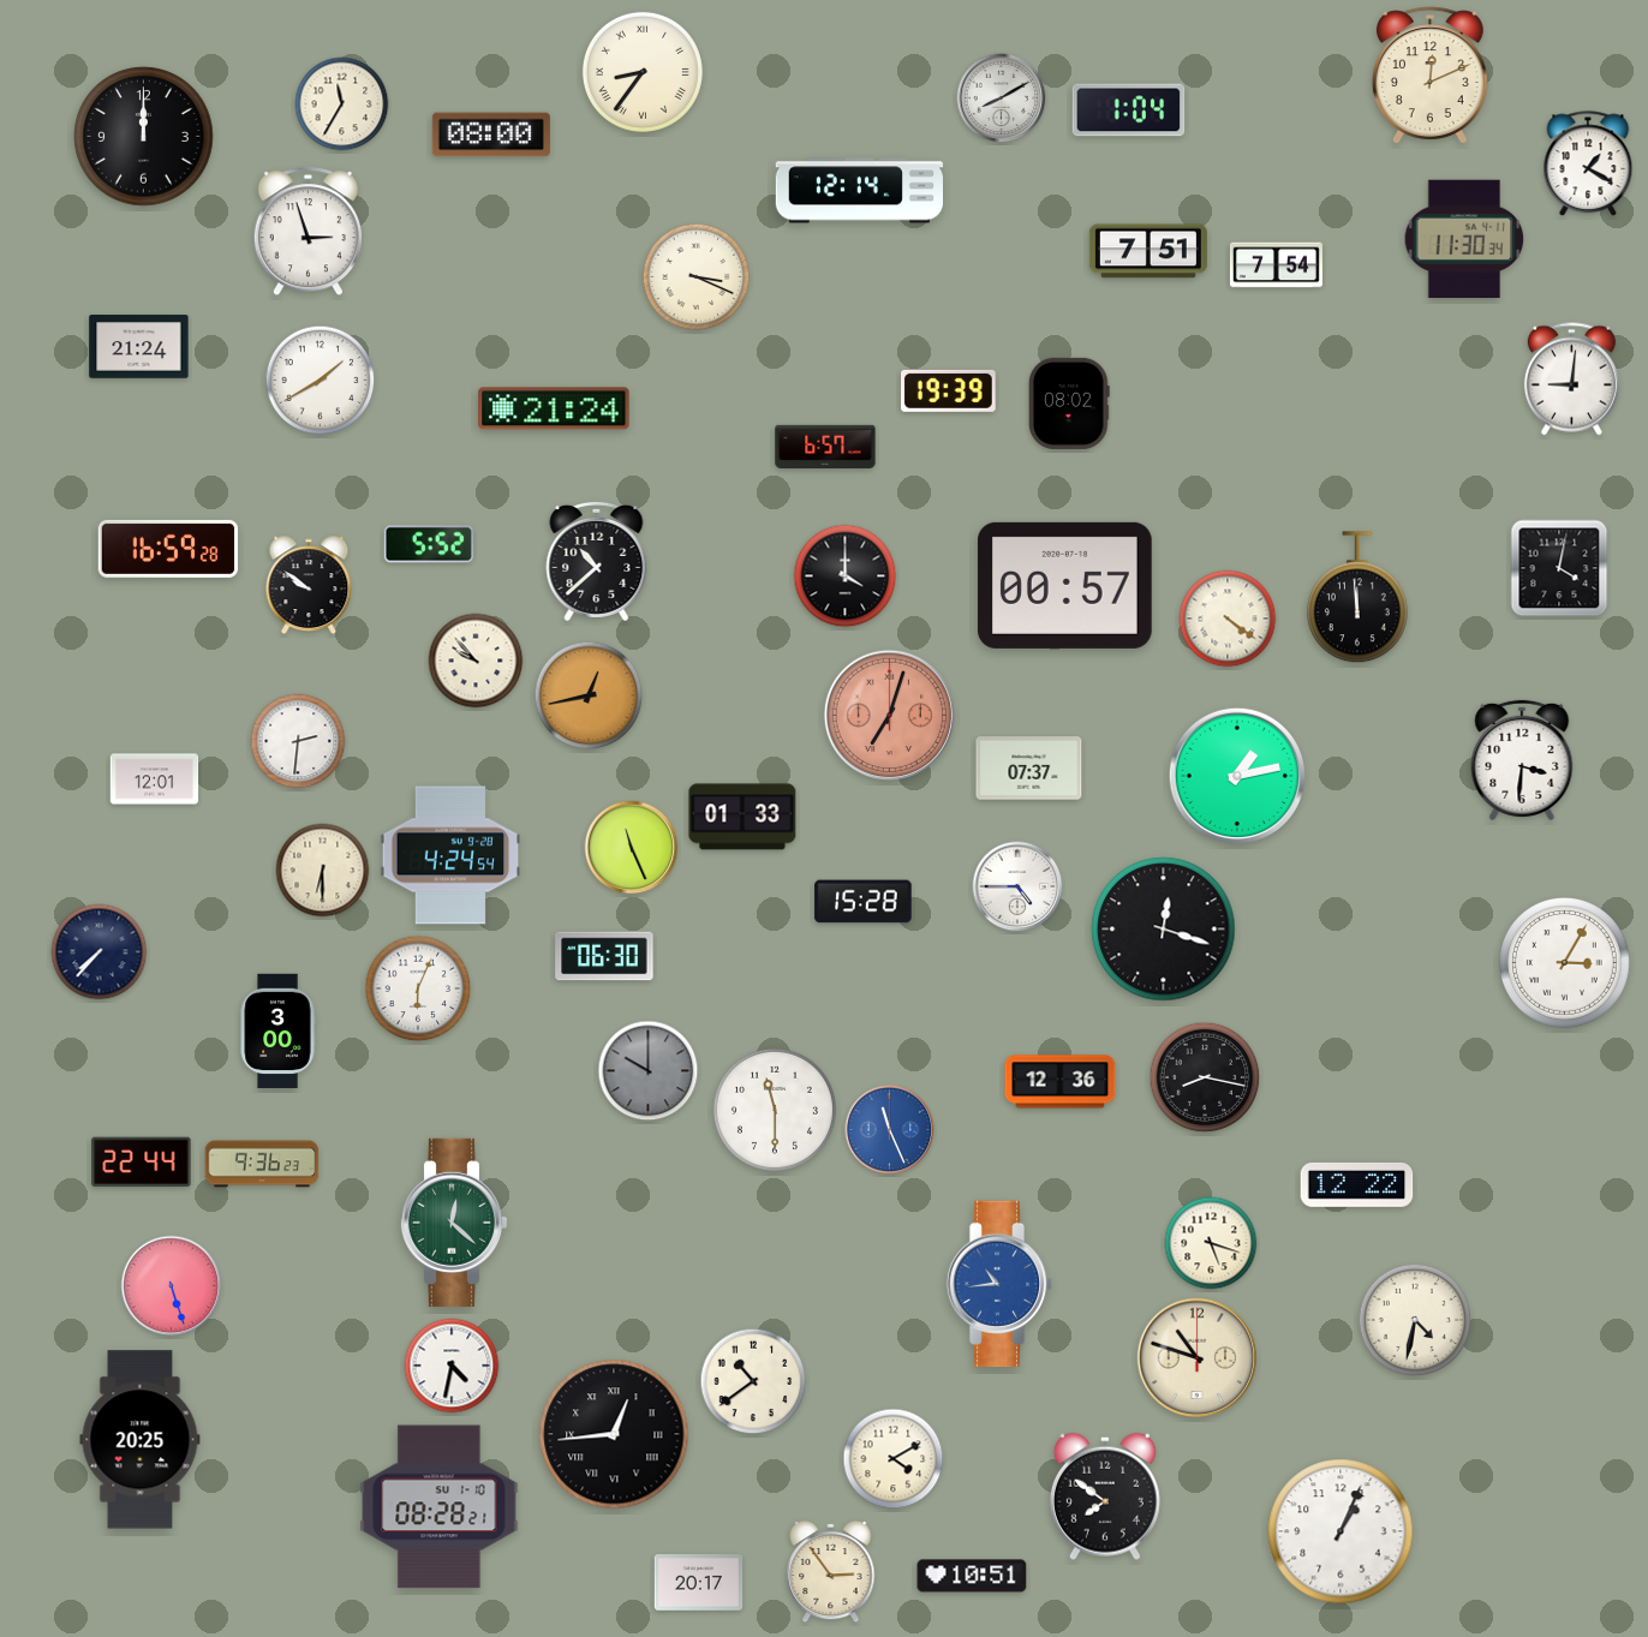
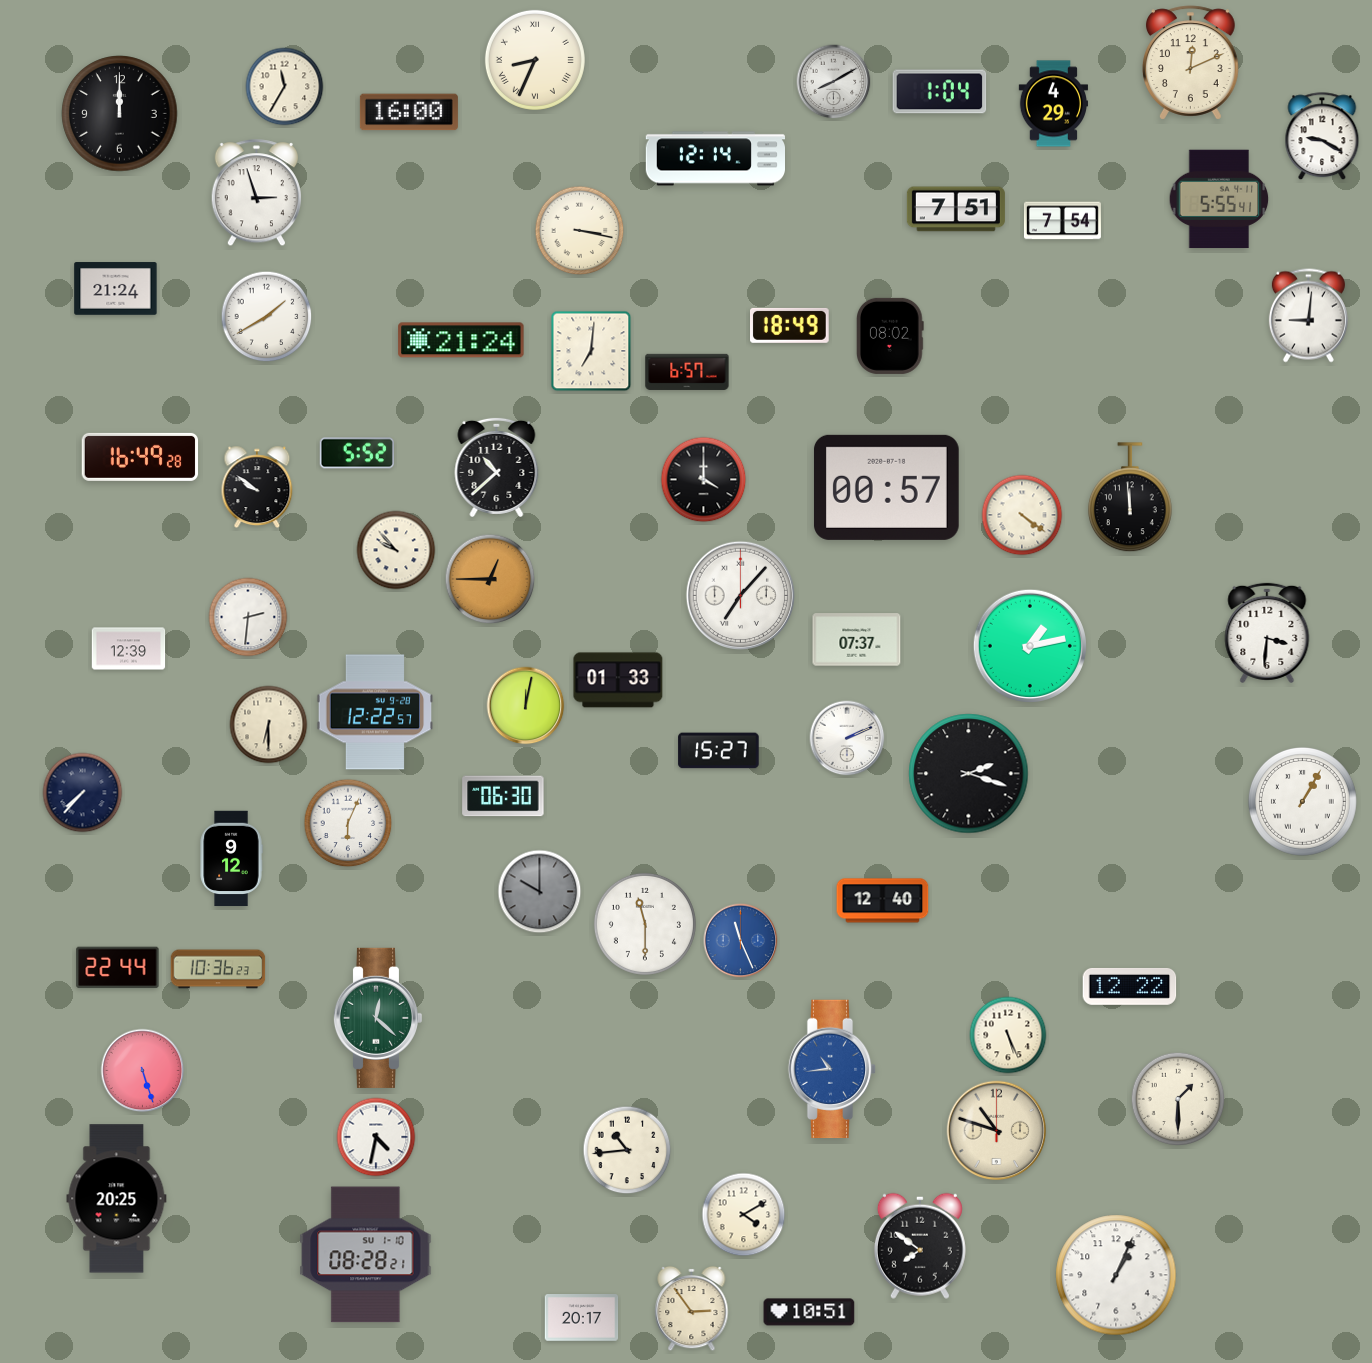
clock at (643, 72): 8:36 -> 8:34
clock at (1053, 104): none -> 4:29
clock at (491, 135): 08:00 -> 16:00
clock at (1588, 165): 1:20 -> 9:20
clock at (1464, 239): 11:30 -> 5:55
clock at (697, 277): 3:19 -> 3:17
clock at (949, 390): 19:39 -> 18:49
clock at (591, 351): none -> 7:01
clock at (168, 549): 16:59 -> 16:49
clock at (1559, 568): 4:02 -> none
clock at (589, 695): 12:43 -> 12:45
clock at (889, 715): 7:03 -> 7:07
clock at (889, 715) dial: salmon -> white
clock at (155, 779): 12:01 -> 12:39
clock at (632, 848): 11:26 -> 12:02
clock at (450, 855): 4:24 -> 12:22
clock at (1017, 886): 4:45 -> 2:11
clock at (864, 902): 15:28 -> 15:27
clock at (1164, 930): 12:18 -> 2:18
clock at (1564, 962): 3:05 -> 1:05
clock at (277, 1032): 3:00 -> 9:12
clock at (1205, 1077): 8:17 -> none
clock at (1061, 1082): 12:36 -> 12:40
clock at (262, 1164): 9:36 -> 10:36
clock at (1211, 1243): 5:18 -> 5:26
clock at (1415, 1320): 4:32 -> 1:30
clock at (753, 1381): 10:39 -> 10:44
clock at (614, 1434): 12:44 -> none
